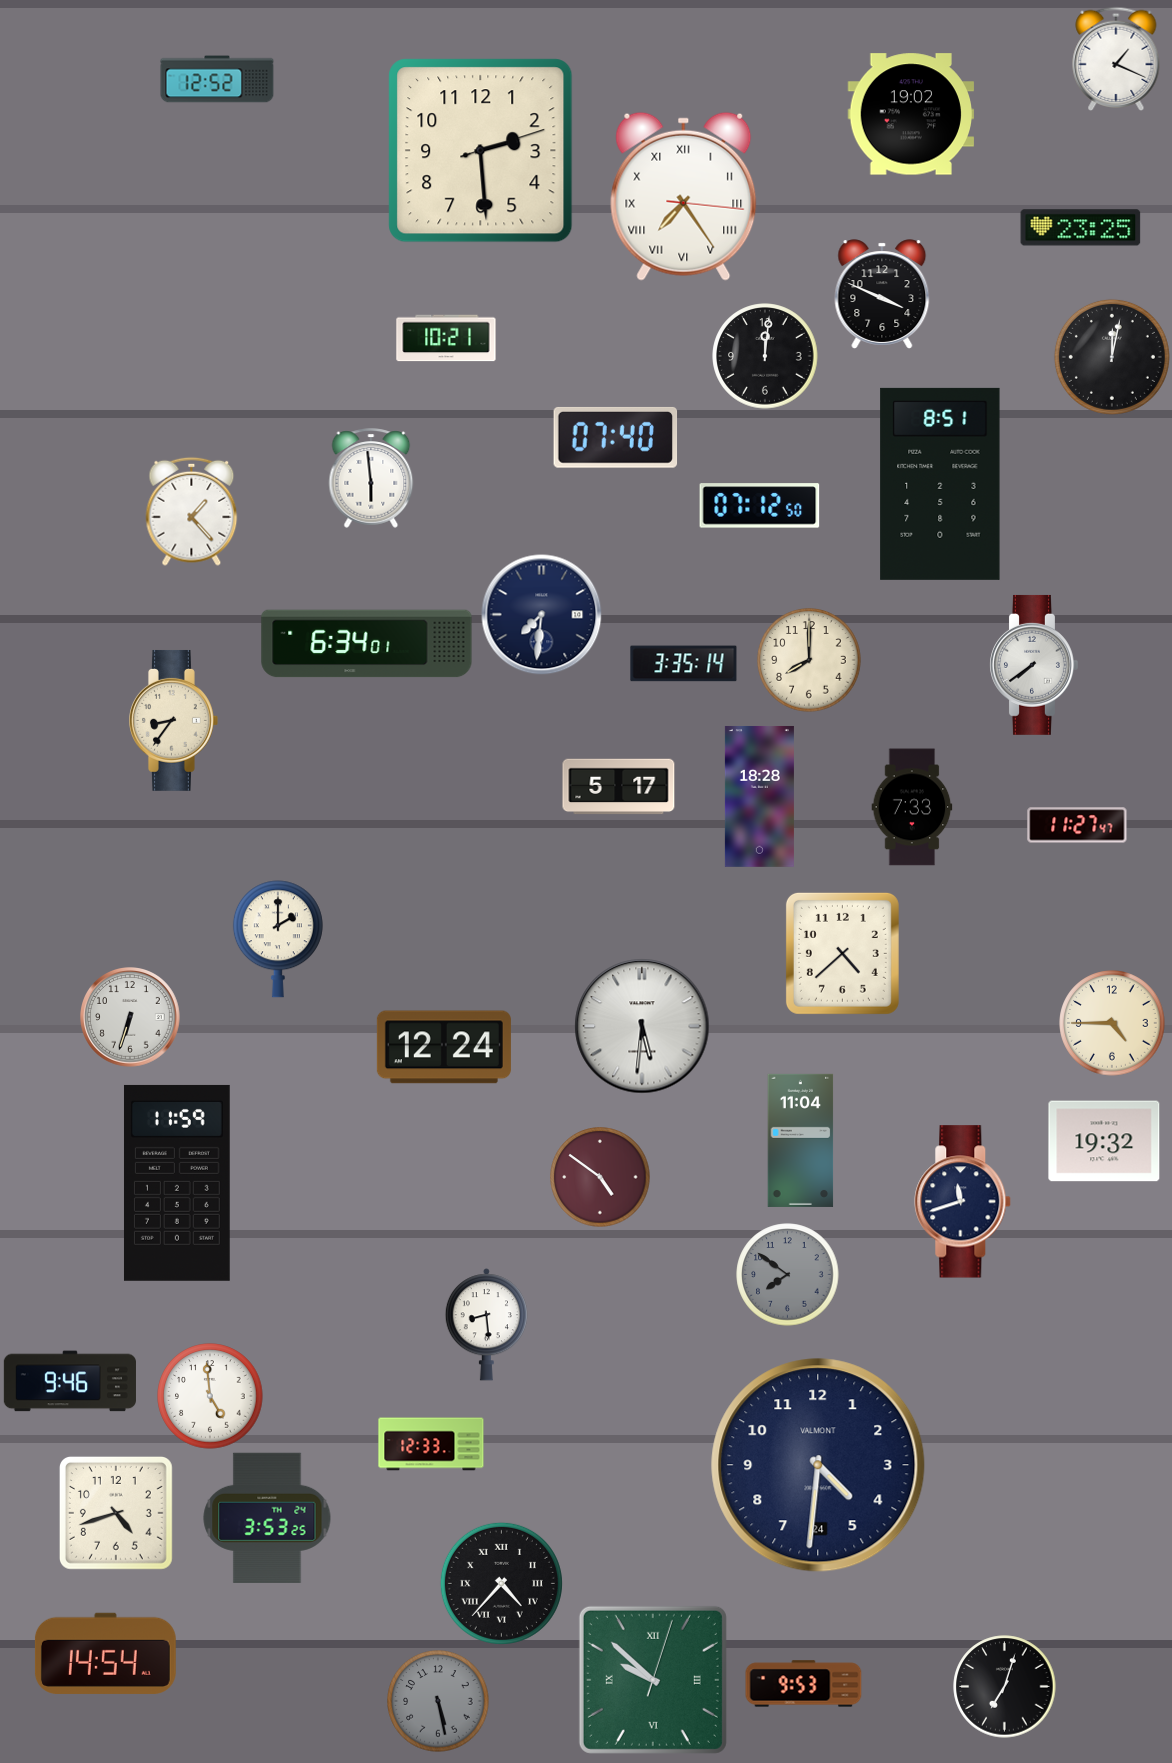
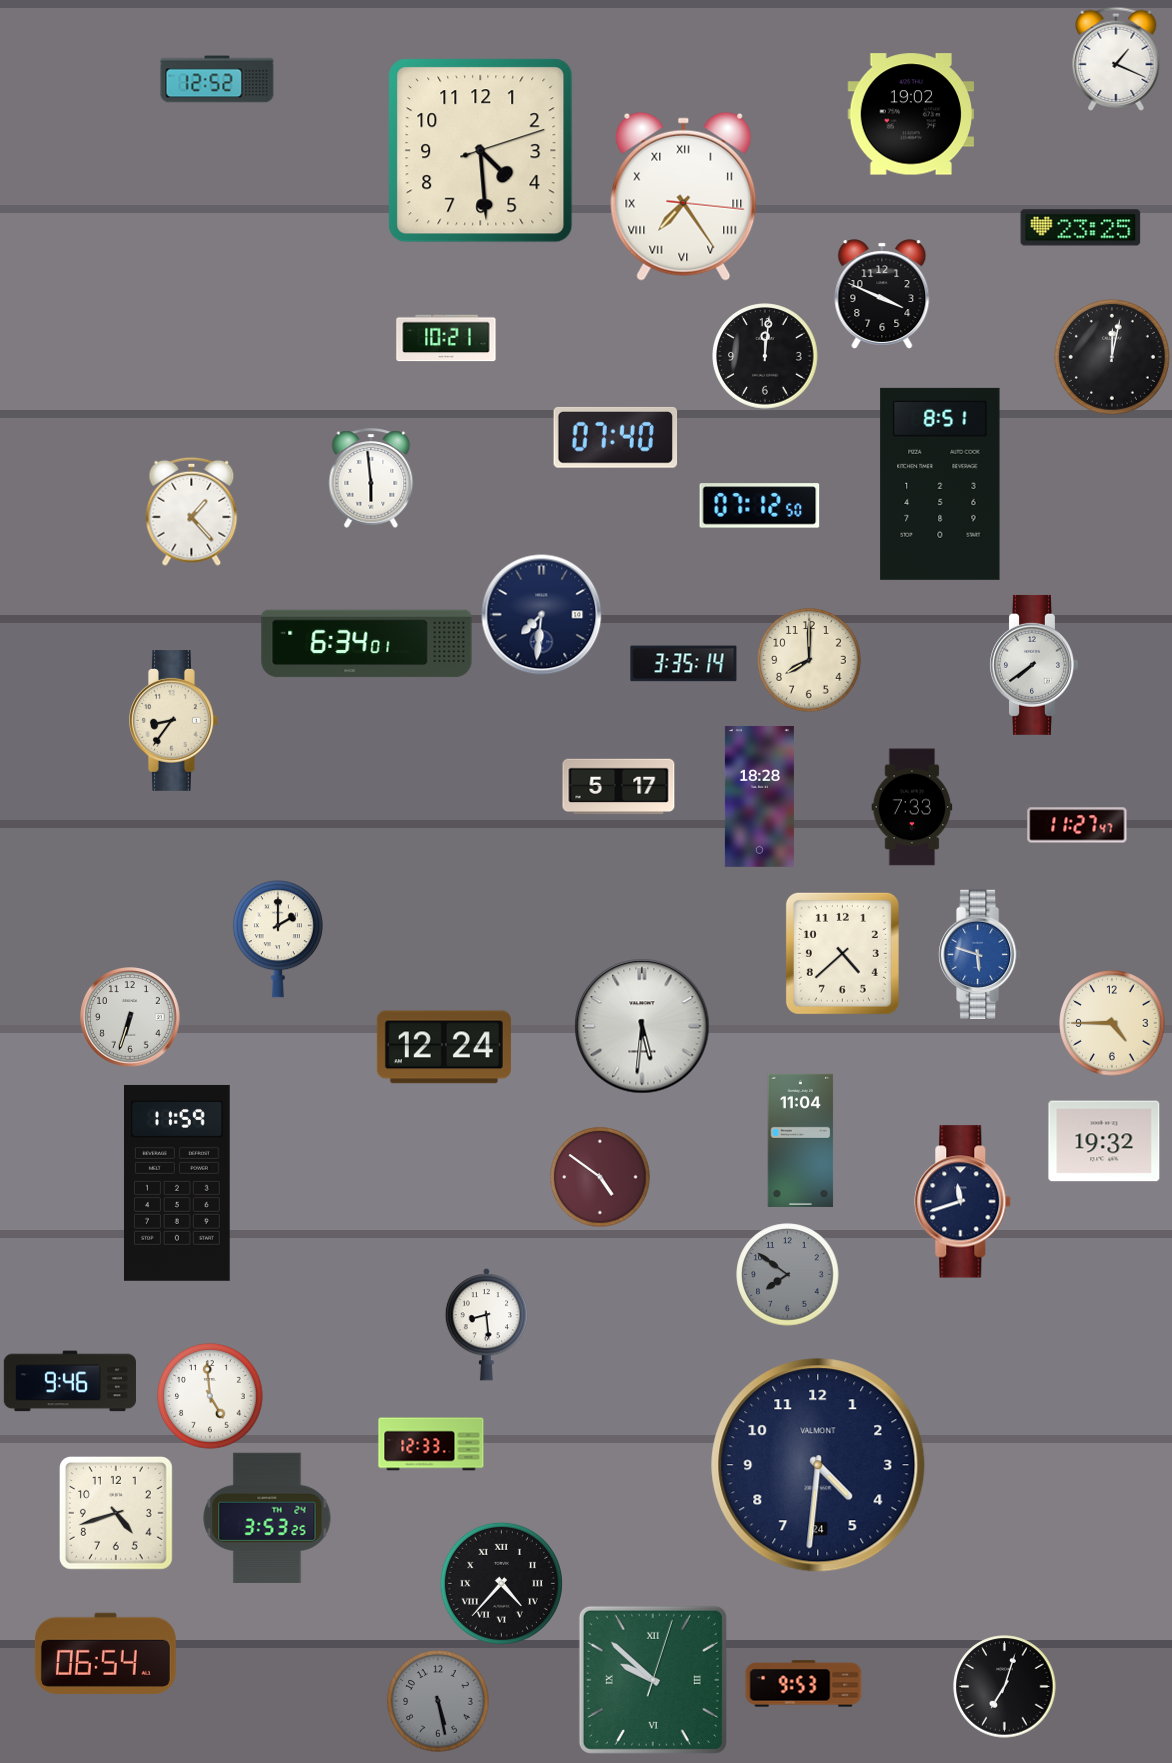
clock at (481, 151): 2:29 -> 4:29
clock at (980, 954): none -> 5:48
clock at (105, 1653): 14:54 -> 06:54
